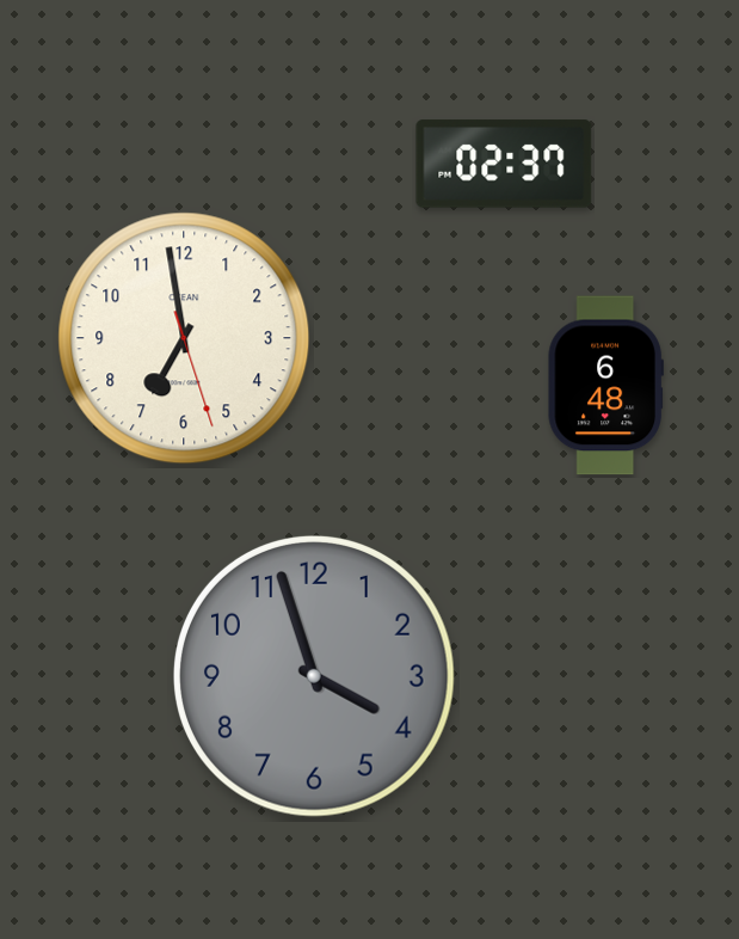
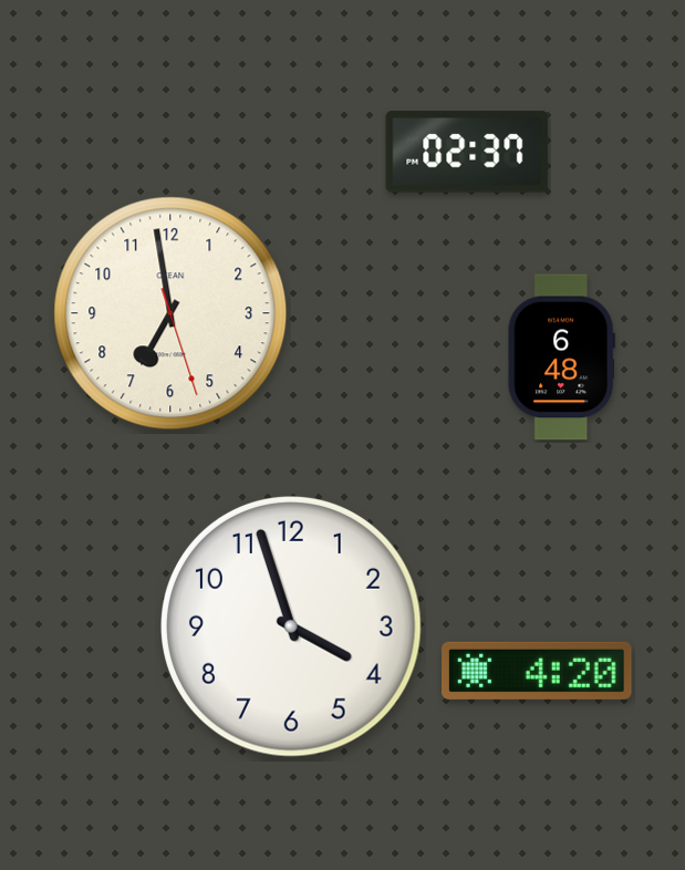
clock at (315, 677) dial: grey -> white
clock at (538, 671): none -> 4:20
